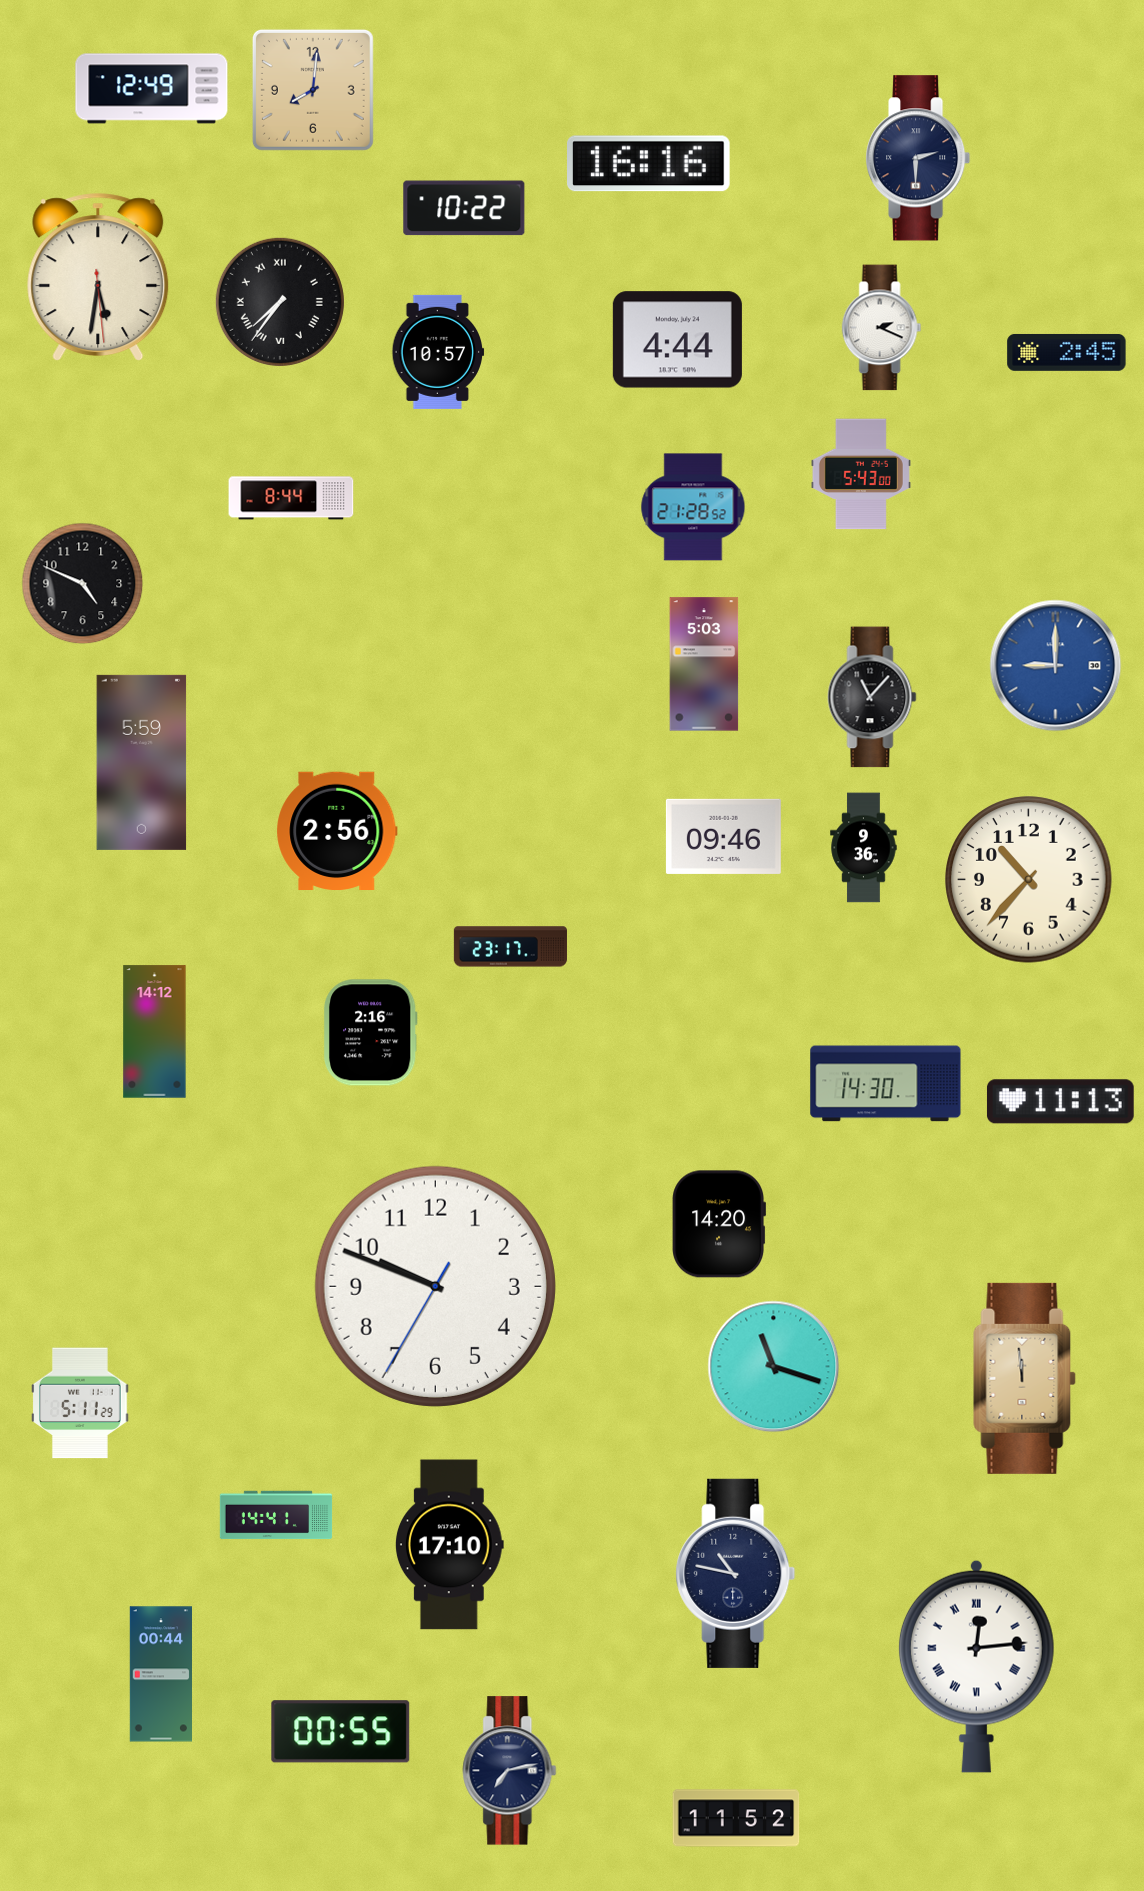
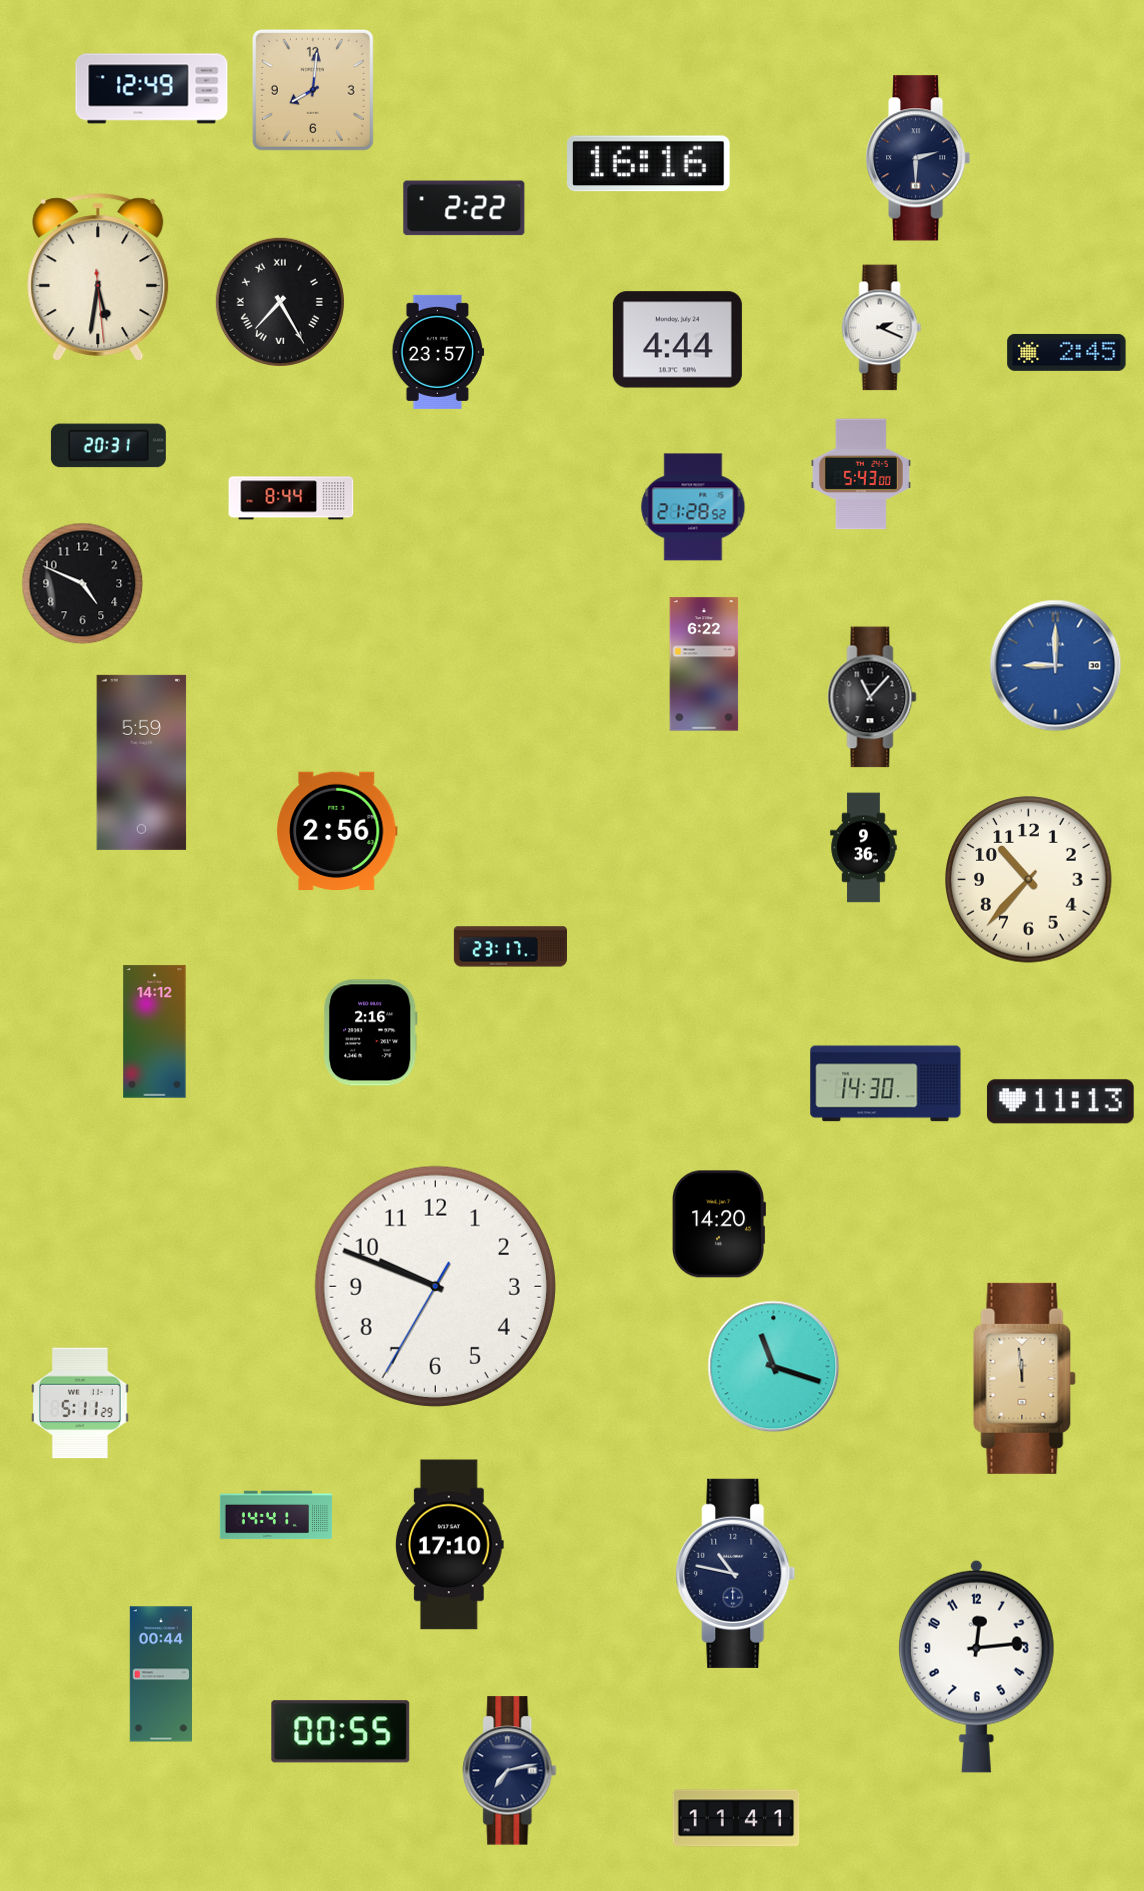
clock at (464, 208): 10:22 -> 2:22
clock at (280, 302): 7:36 -> 7:25
clock at (438, 352): 10:57 -> 23:57
clock at (108, 446): none -> 20:31
clock at (704, 664): 5:03 -> 6:22
clock at (723, 836): 09:46 -> none
clock at (976, 1666) numerals: Roman -> Arabic
clock at (736, 1818): 11:52 -> 11:41
